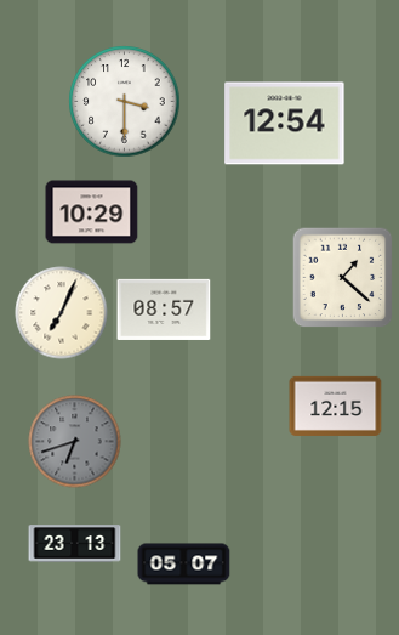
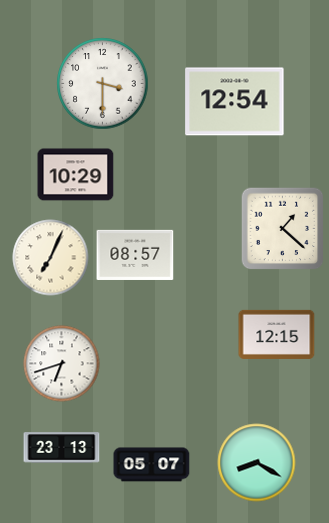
clock at (75, 442) dial: grey -> white
clock at (257, 463): none -> 8:20
